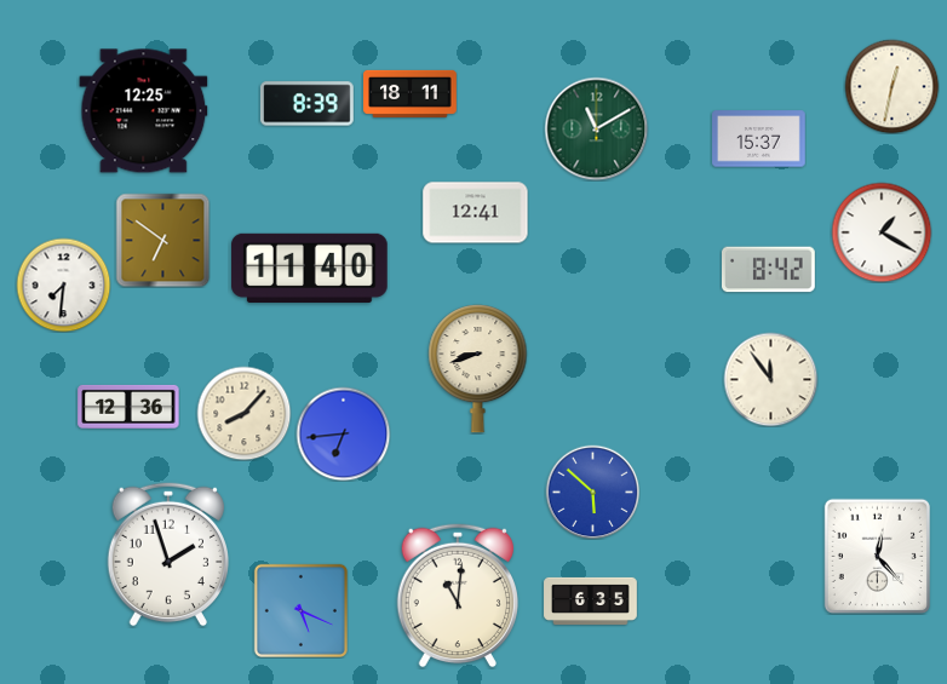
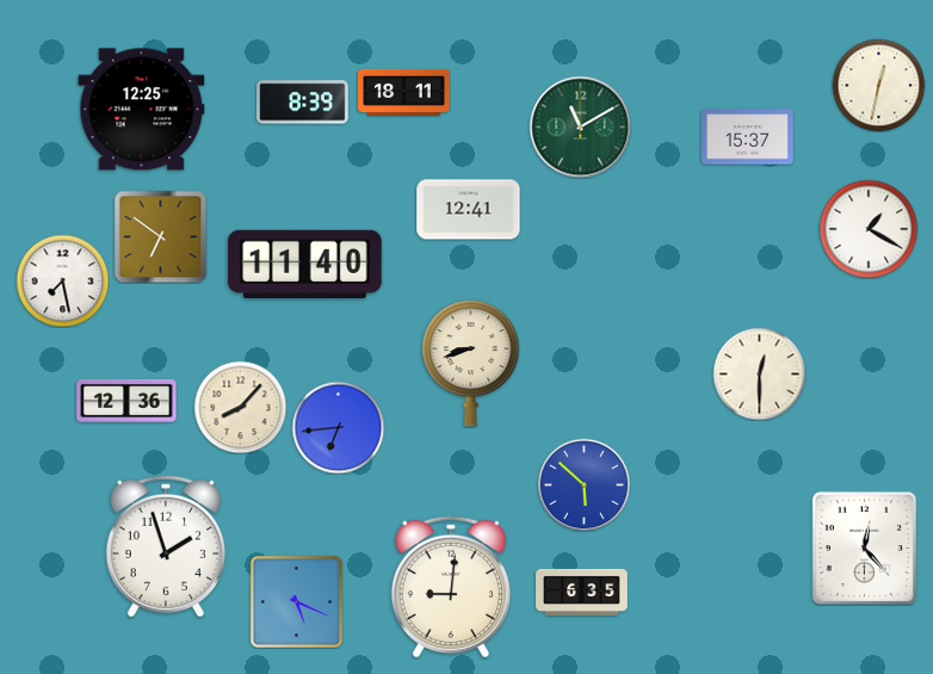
clock at (596, 128) position: (596, 128) -> (580, 126)
clock at (769, 270): 8:42 -> none
clock at (63, 284): 7:31 -> 7:28
clock at (770, 379): 11:54 -> 12:30
clock at (457, 596): 11:01 -> 9:01
